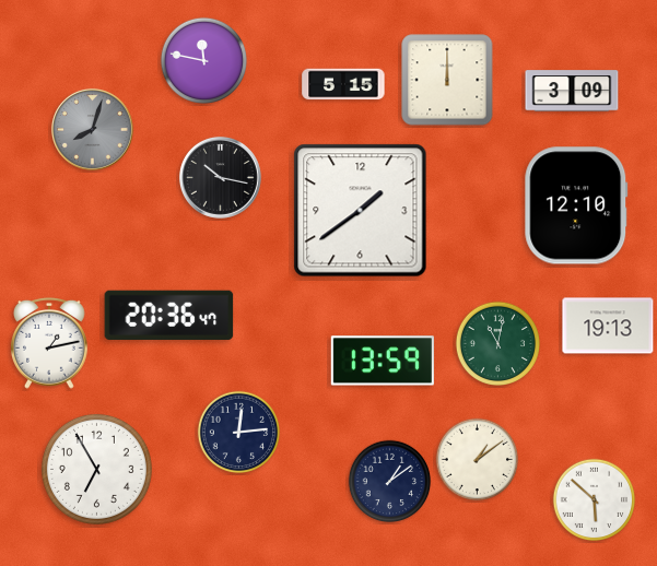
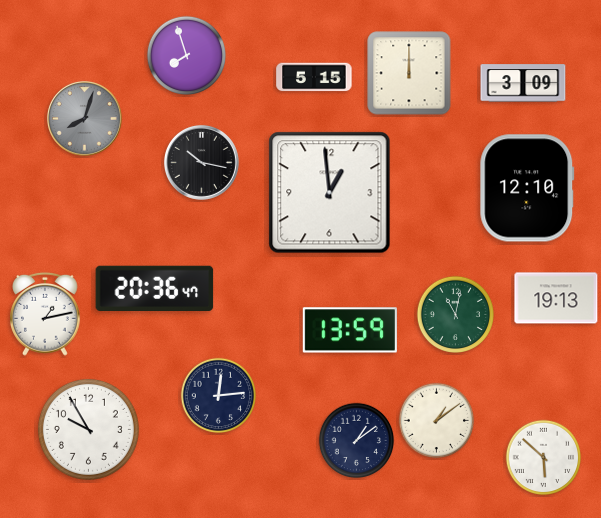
clock at (203, 60): 11:47 -> 7:57
clock at (361, 211): 1:39 -> 12:59
clock at (96, 469): 6:55 -> 9:55
